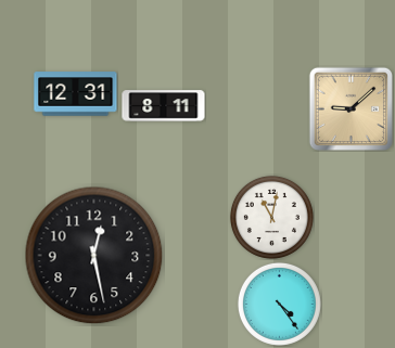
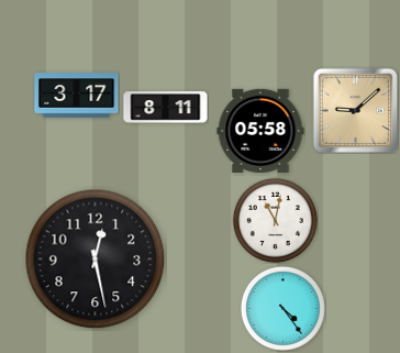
clock at (76, 94): 12:31 -> 3:17
clock at (260, 131): none -> 05:58
